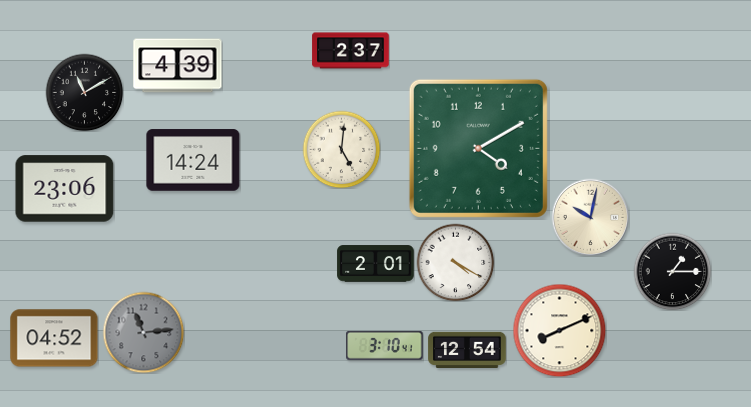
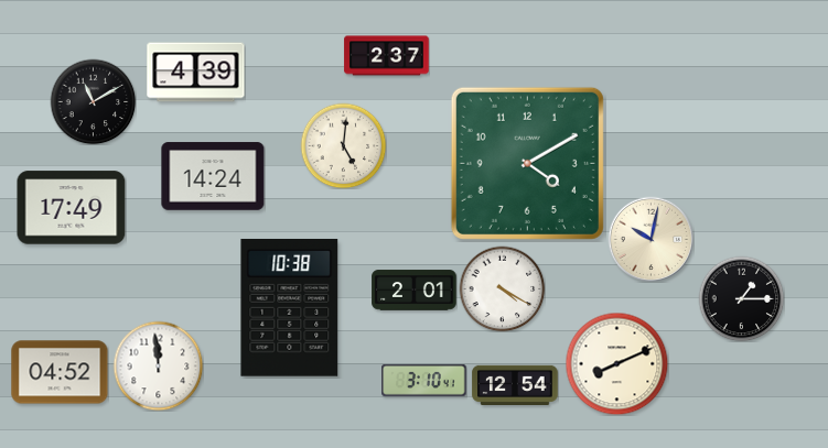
clock at (341, 149) position: (341, 149) -> (343, 145)
clock at (65, 189): 23:06 -> 17:49
clock at (290, 308): none -> 10:38
clock at (143, 332): 11:14 -> 11:59
clock at (143, 332) dial: grey -> white
